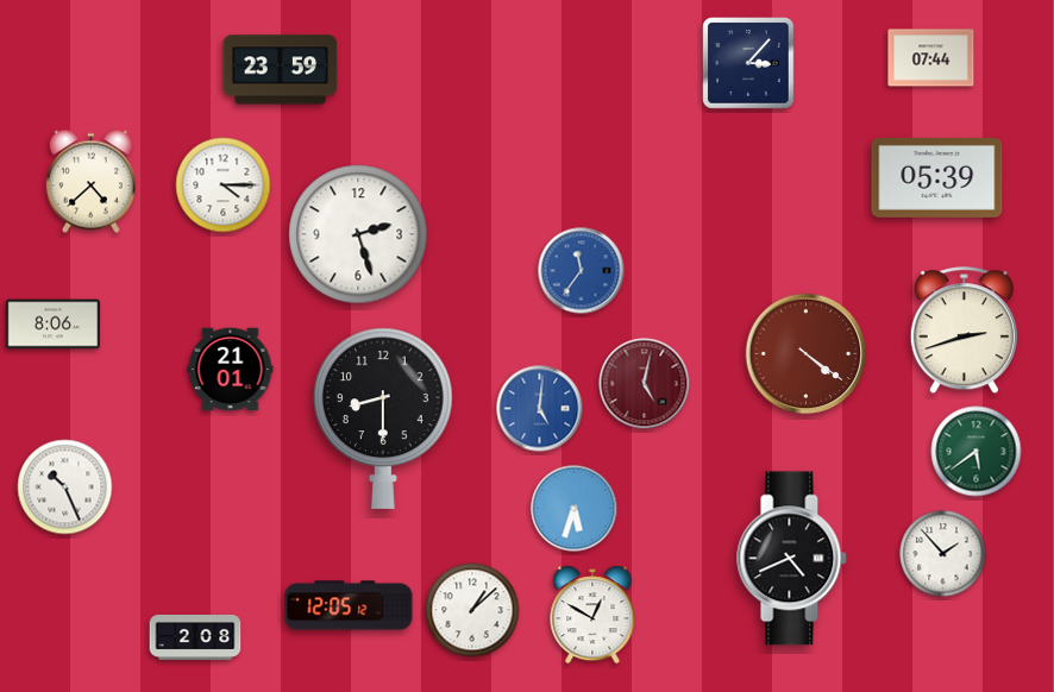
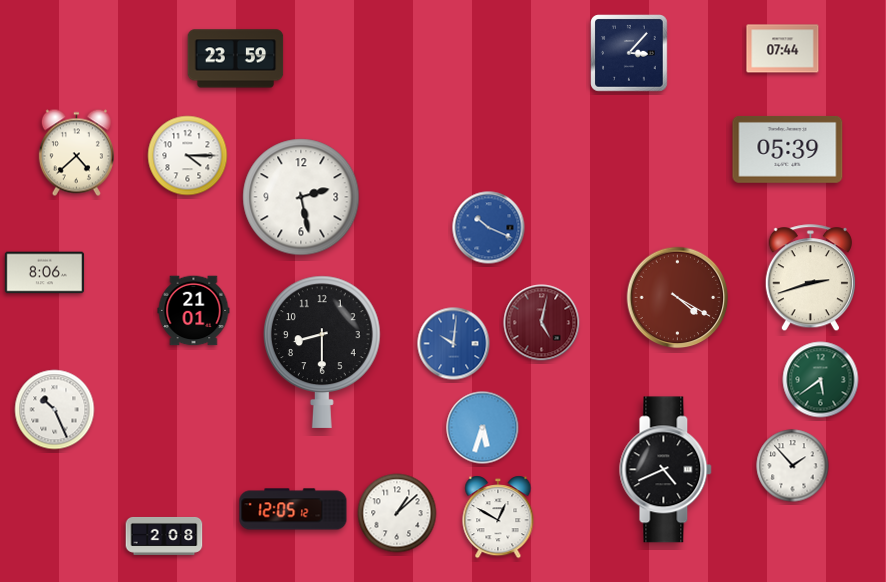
clock at (358, 234): 2:27 -> 2:28
clock at (582, 271): 11:36 -> 10:19
clock at (807, 354): 4:21 -> 4:20
clock at (540, 409): 5:01 -> 10:01
